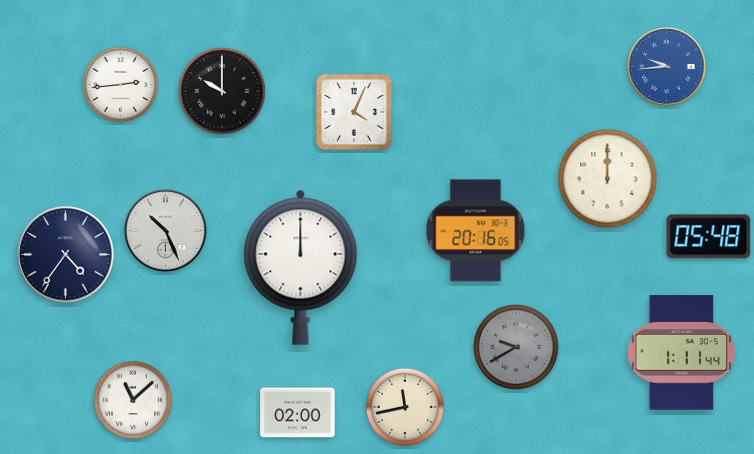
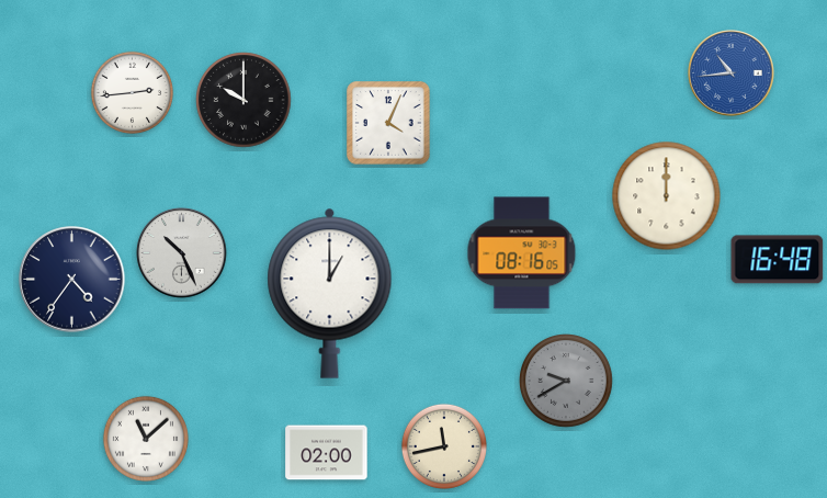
clock at (667, 67): 9:44 -> 10:44
clock at (476, 231): 20:16 -> 08:16
clock at (709, 237): 05:48 -> 16:48
clock at (301, 267): 12:00 -> 1:00
clock at (681, 353): 1:11 -> none
